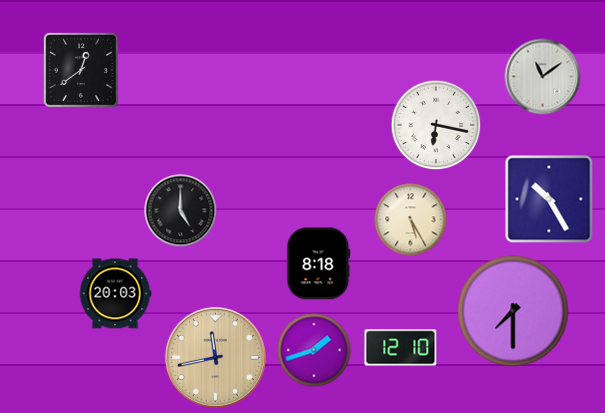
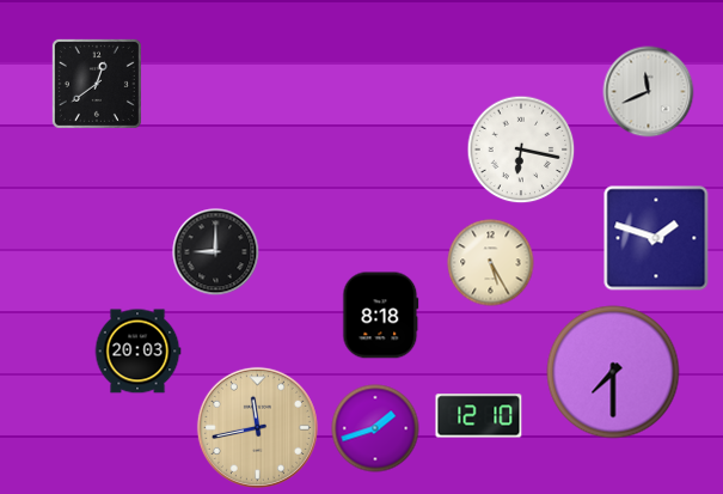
clock at (543, 77): 11:09 -> 11:41
clock at (549, 199): 10:25 -> 1:48
clock at (181, 211): 5:00 -> 9:00
clock at (314, 350) position: (314, 350) -> (375, 428)
